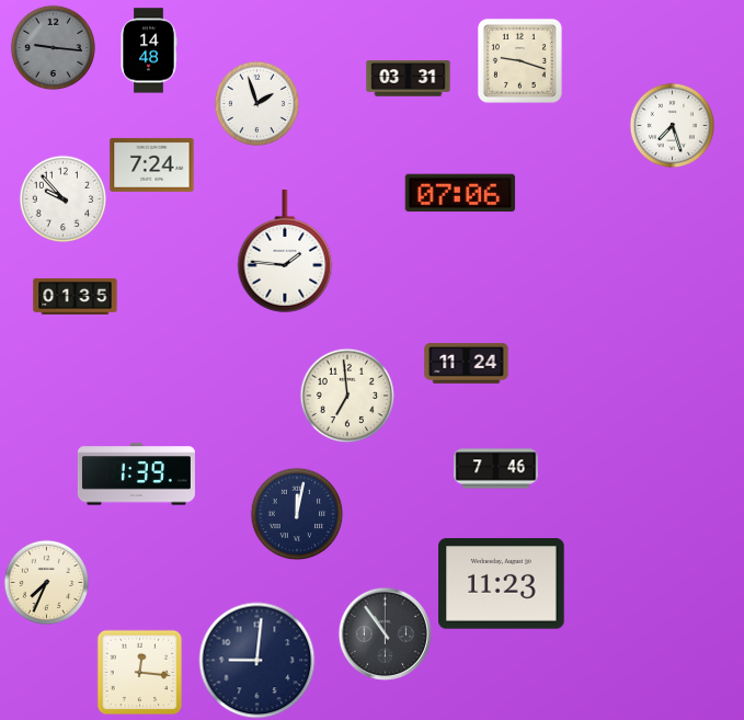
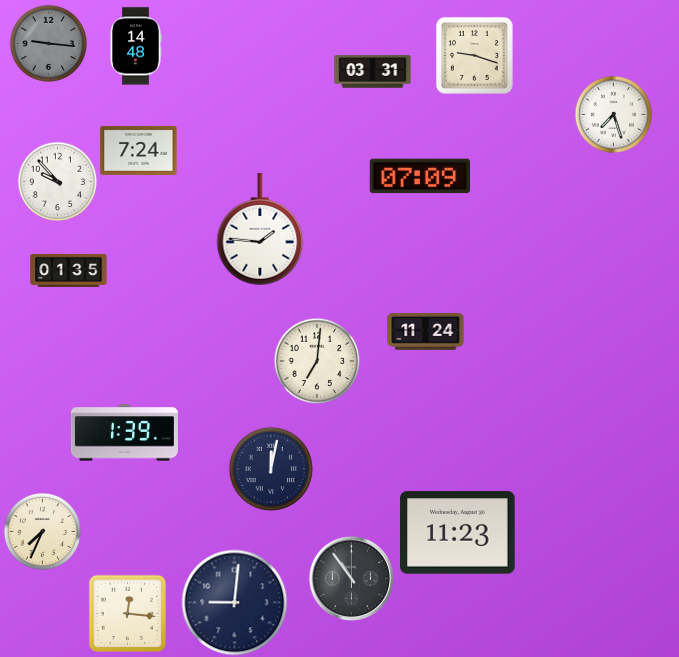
clock at (256, 103): 1:57 -> none
clock at (460, 193): 07:06 -> 07:09
clock at (347, 396): 6:59 -> 7:01
clock at (496, 469): 7:46 -> none
